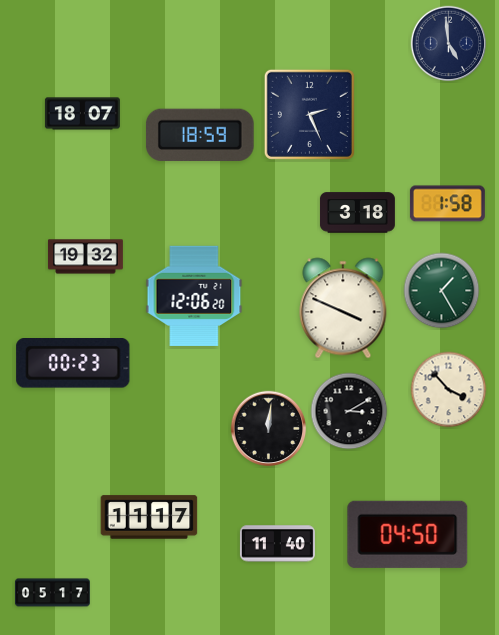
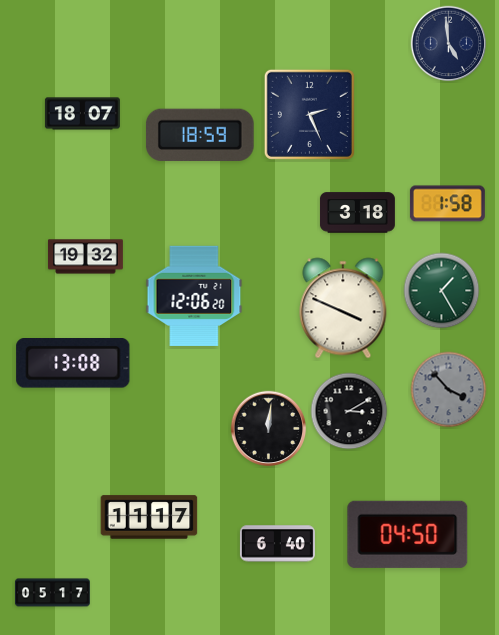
clock at (73, 364): 00:23 -> 13:08
clock at (449, 390) dial: cream -> grey
clock at (277, 544): 11:40 -> 6:40
